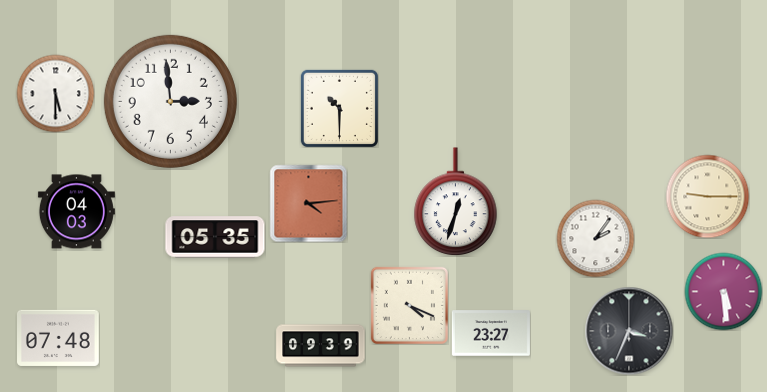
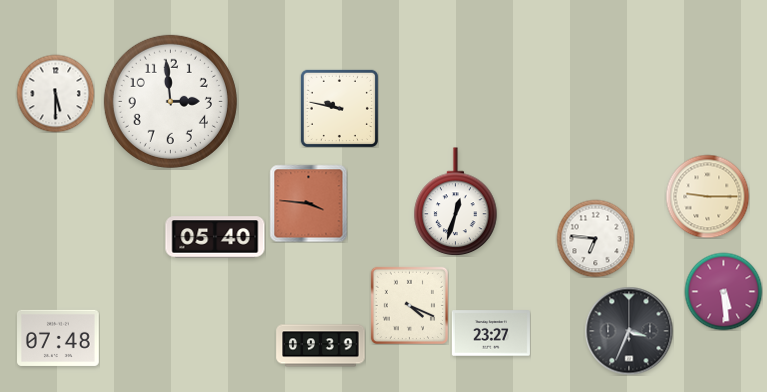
clock at (339, 108): 10:30 -> 9:47
clock at (308, 203): 4:14 -> 3:46
clock at (76, 212): 04:03 -> none
clock at (215, 237): 05:35 -> 05:40
clock at (595, 238): 2:06 -> 6:46
